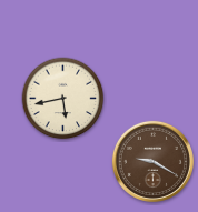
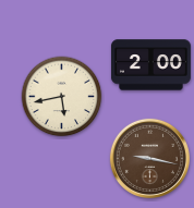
clock at (150, 65): none -> 2:00
clock at (152, 161): 9:20 -> 9:17
